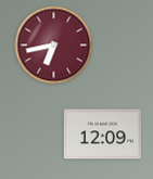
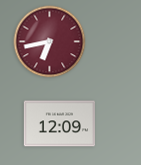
clock at (102, 135) position: (102, 135) -> (59, 124)
